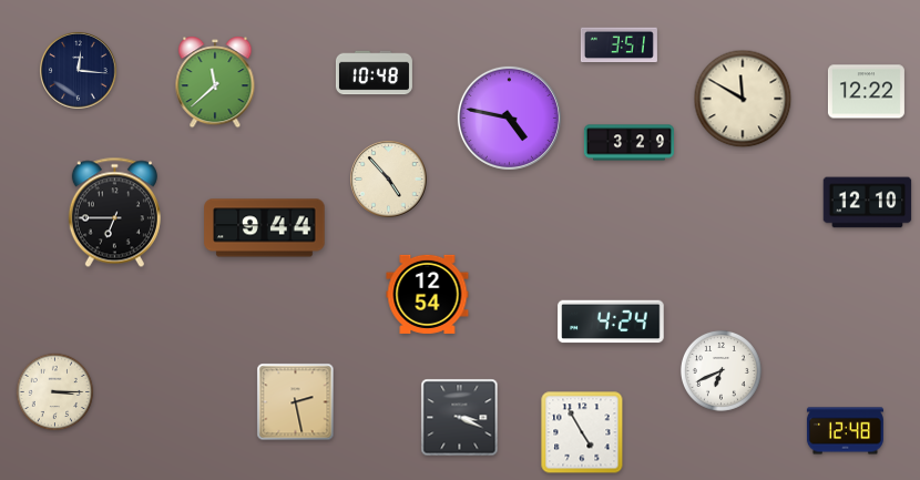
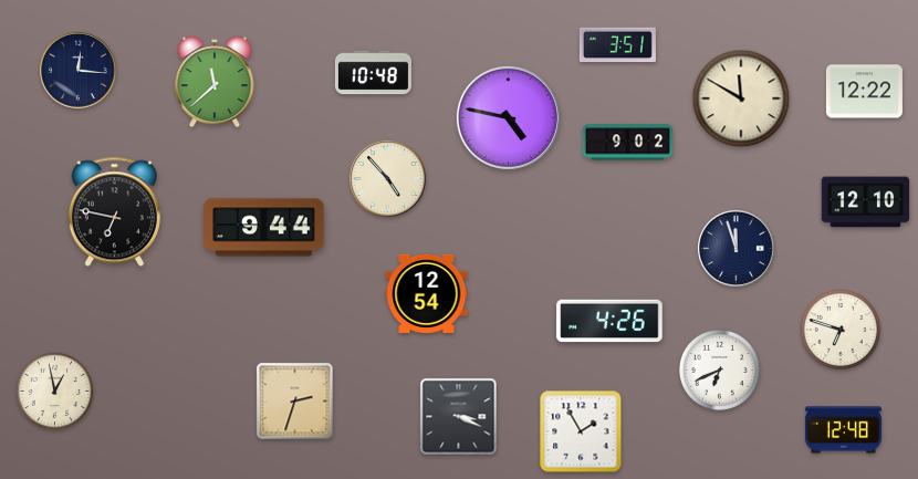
clock at (628, 143): 3:29 -> 9:02
clock at (114, 213): 6:45 -> 6:47
clock at (737, 249): none -> 11:57
clock at (611, 321): 4:24 -> 4:26
clock at (841, 330): none -> 6:48
clock at (55, 392): 3:15 -> 12:58
clock at (296, 402): 2:28 -> 2:33
clock at (582, 432): 4:55 -> 1:55
